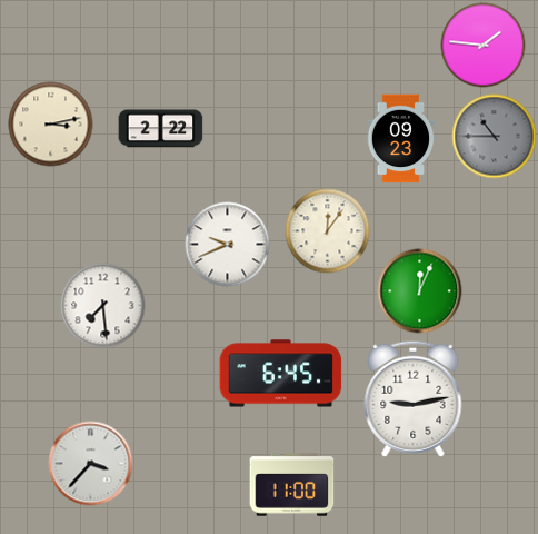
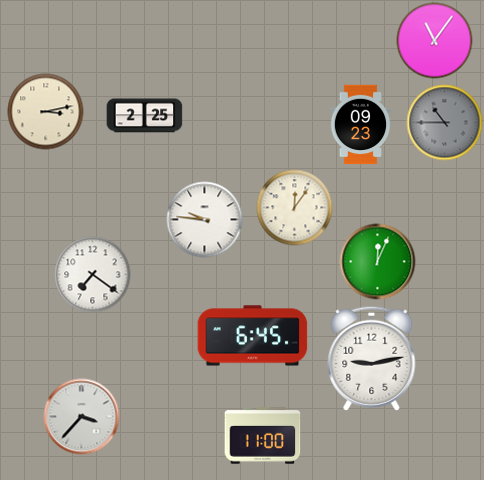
clock at (484, 46): 1:46 -> 11:06
clock at (161, 129): 2:22 -> 2:25
clock at (228, 245): 9:41 -> 9:46
clock at (103, 306): 7:29 -> 7:21
